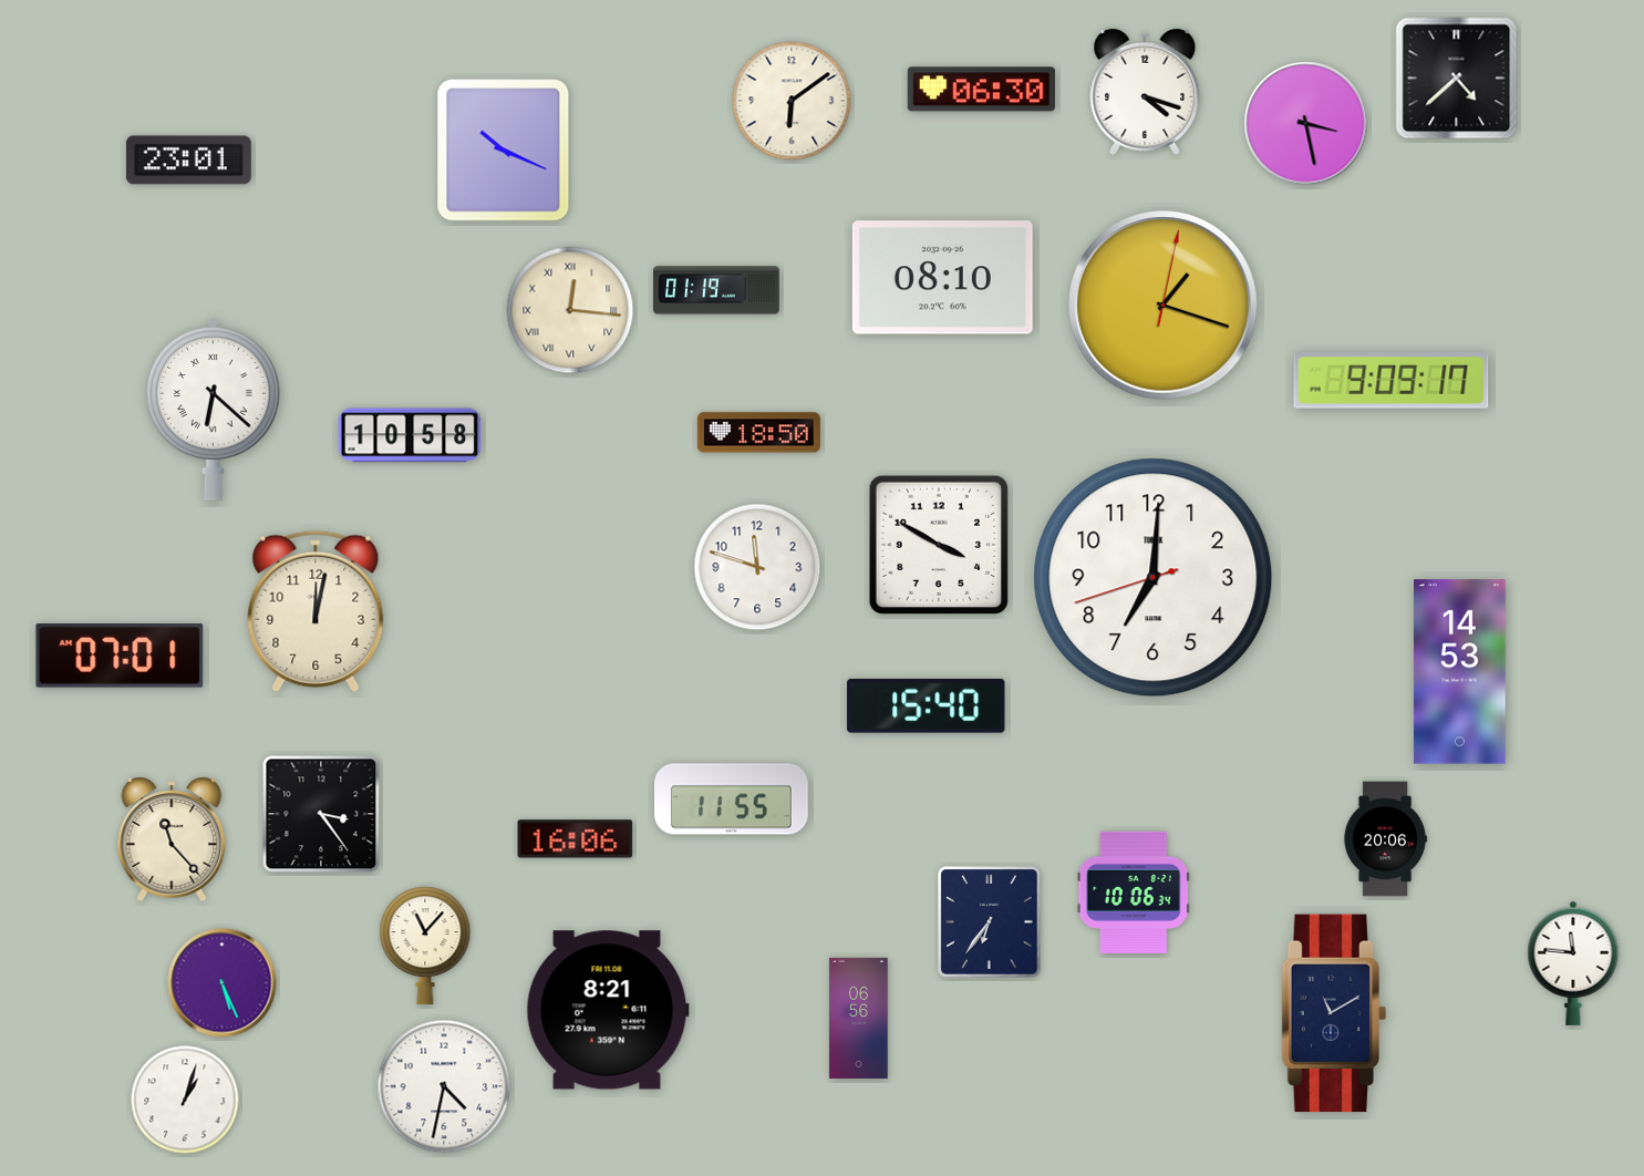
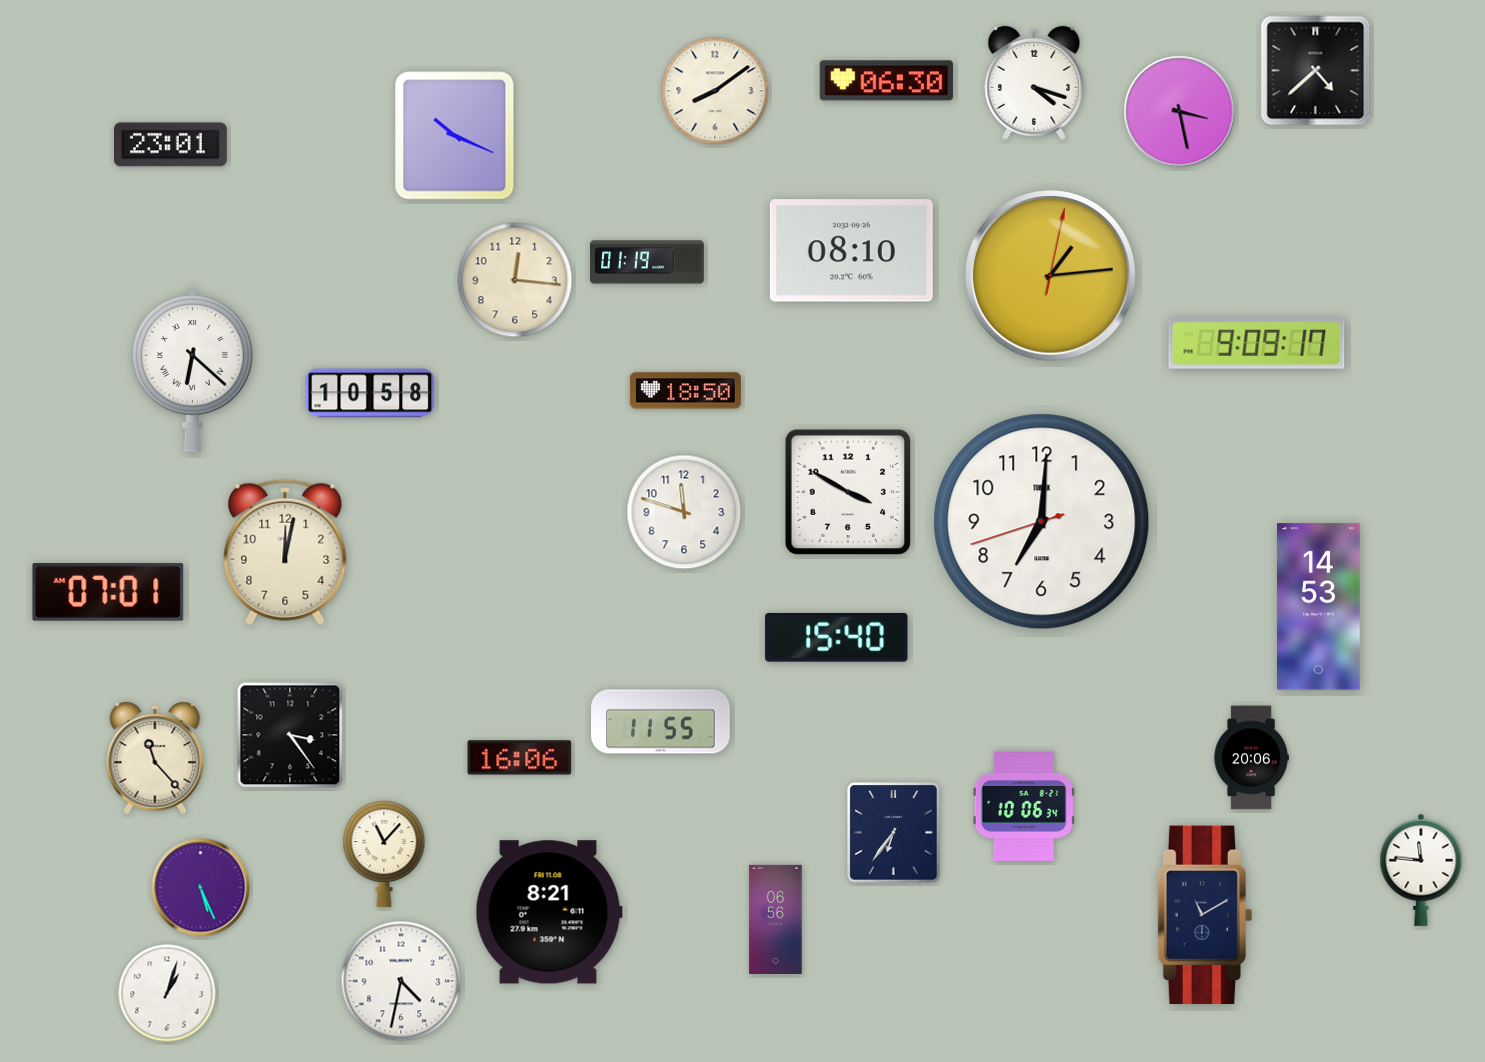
clock at (792, 101): 6:09 -> 8:09
clock at (1164, 306): 1:18 -> 1:14
clock at (570, 310) numerals: Roman -> Arabic
